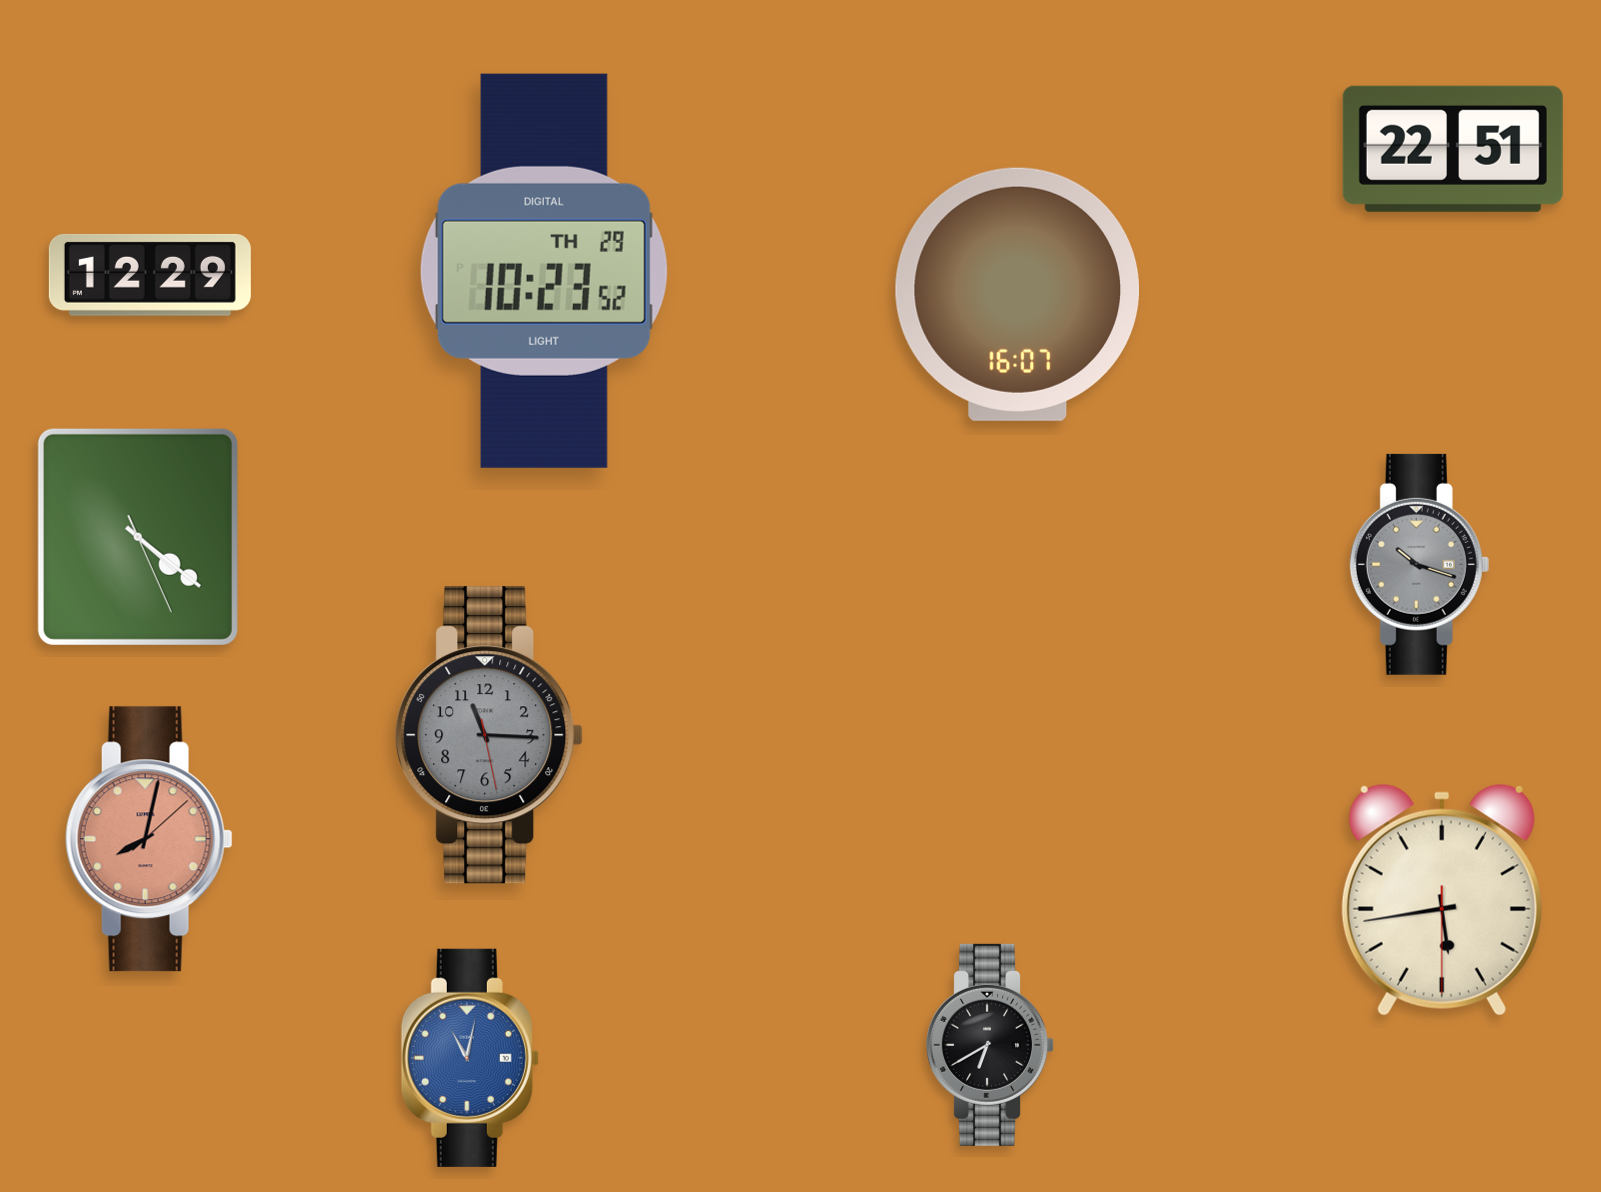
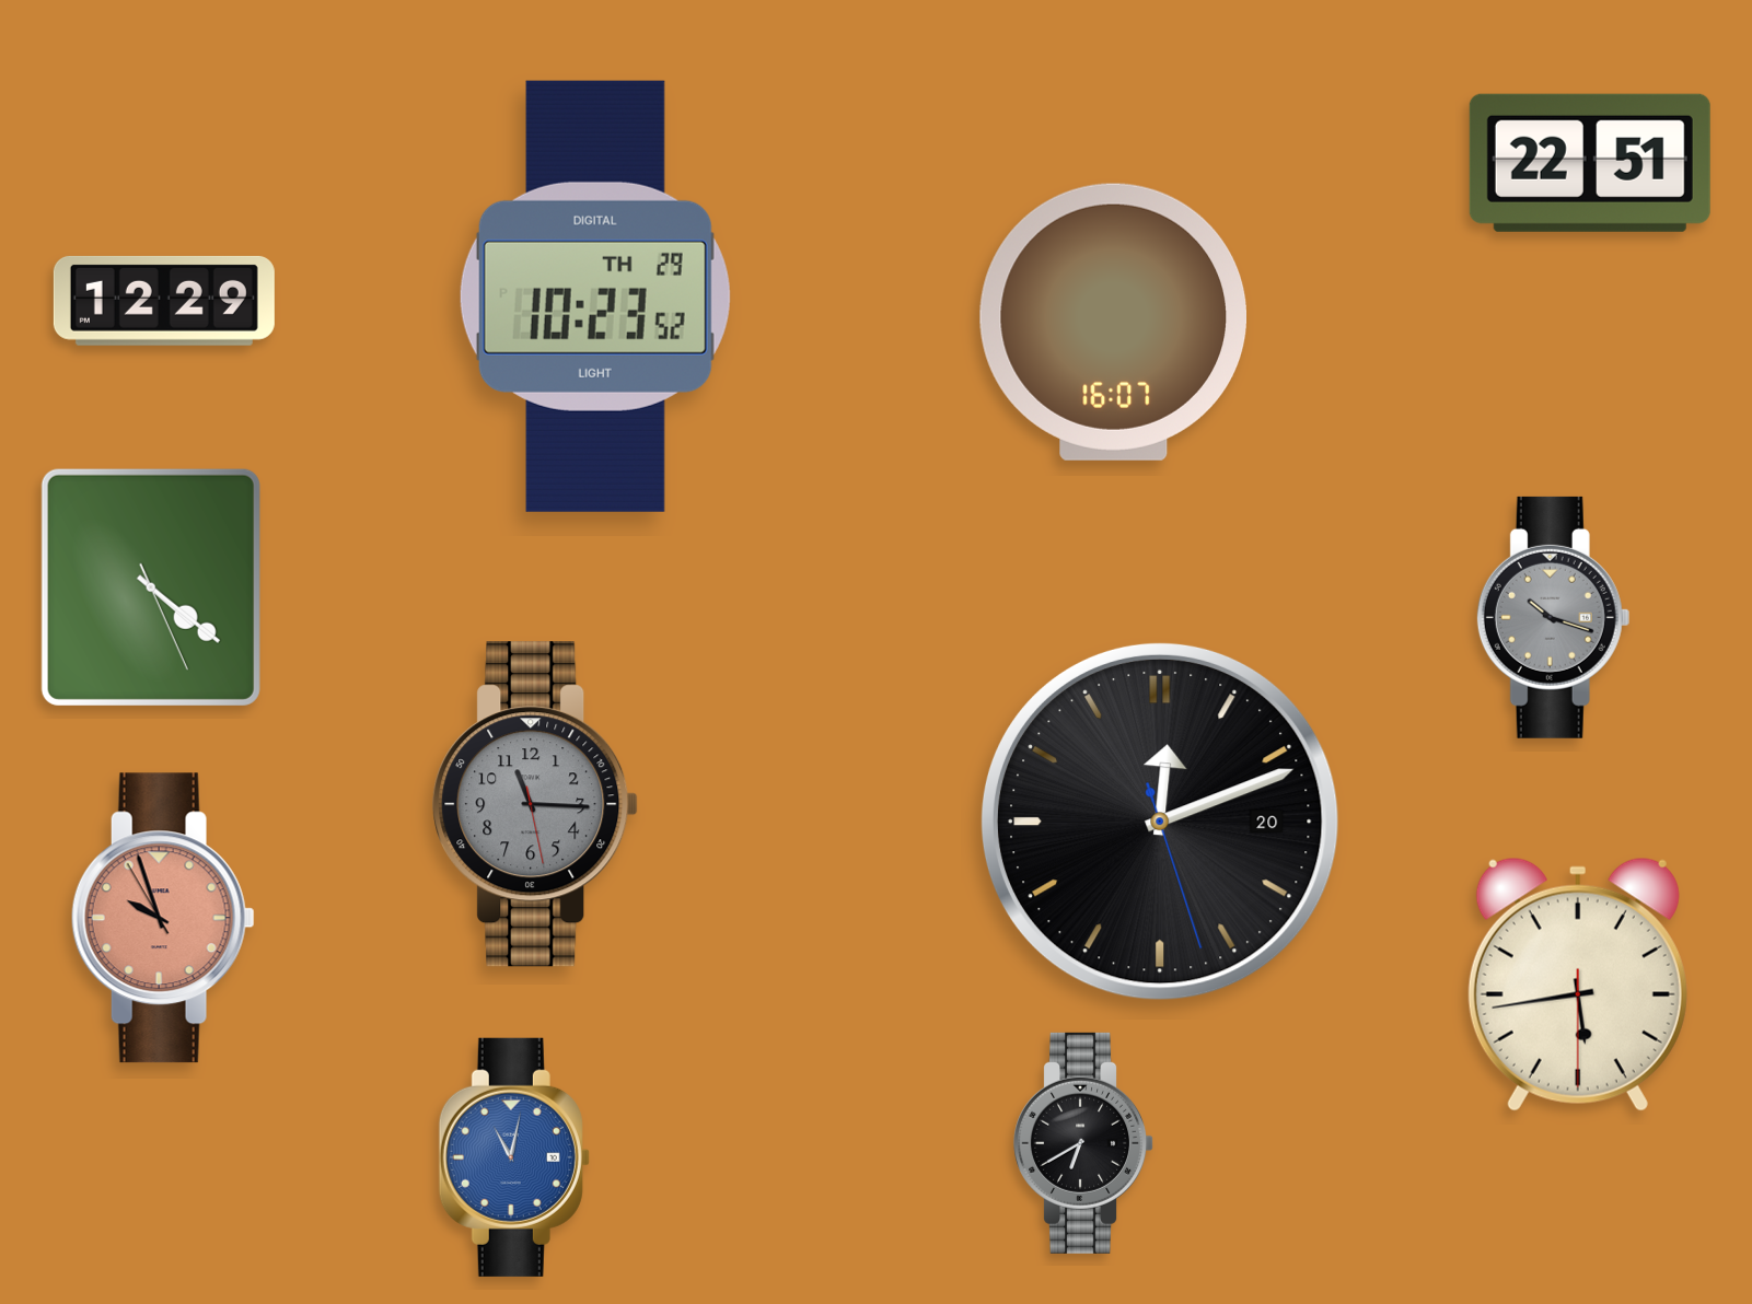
clock at (1160, 822): none -> 12:11
clock at (149, 839): 8:02 -> 9:56
